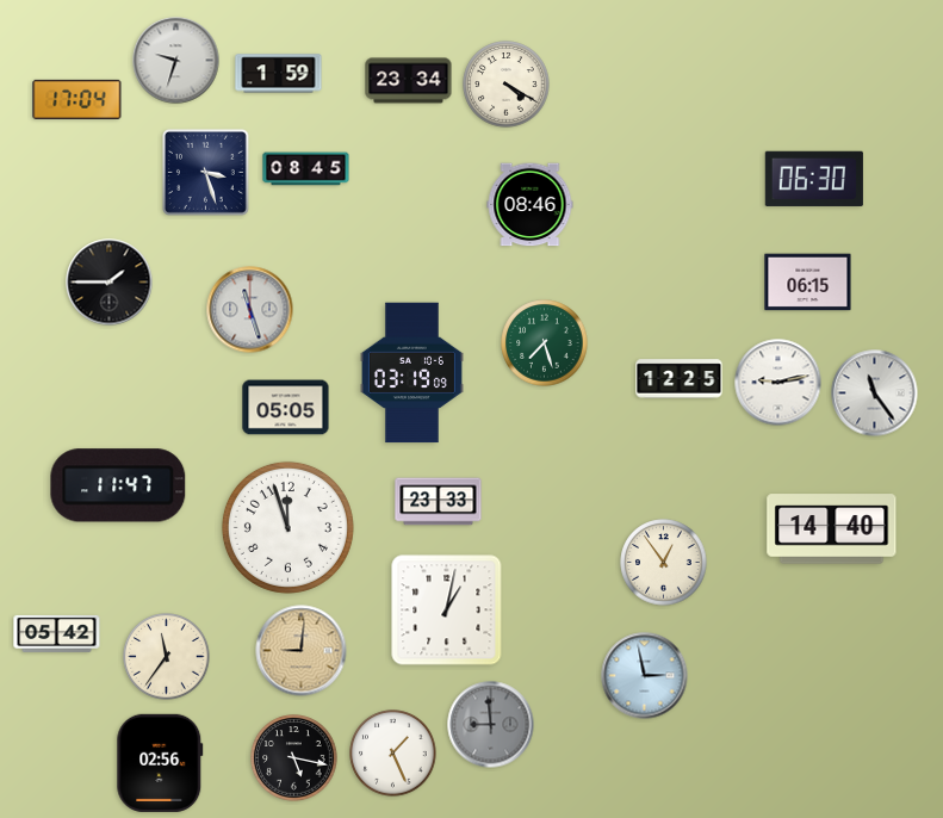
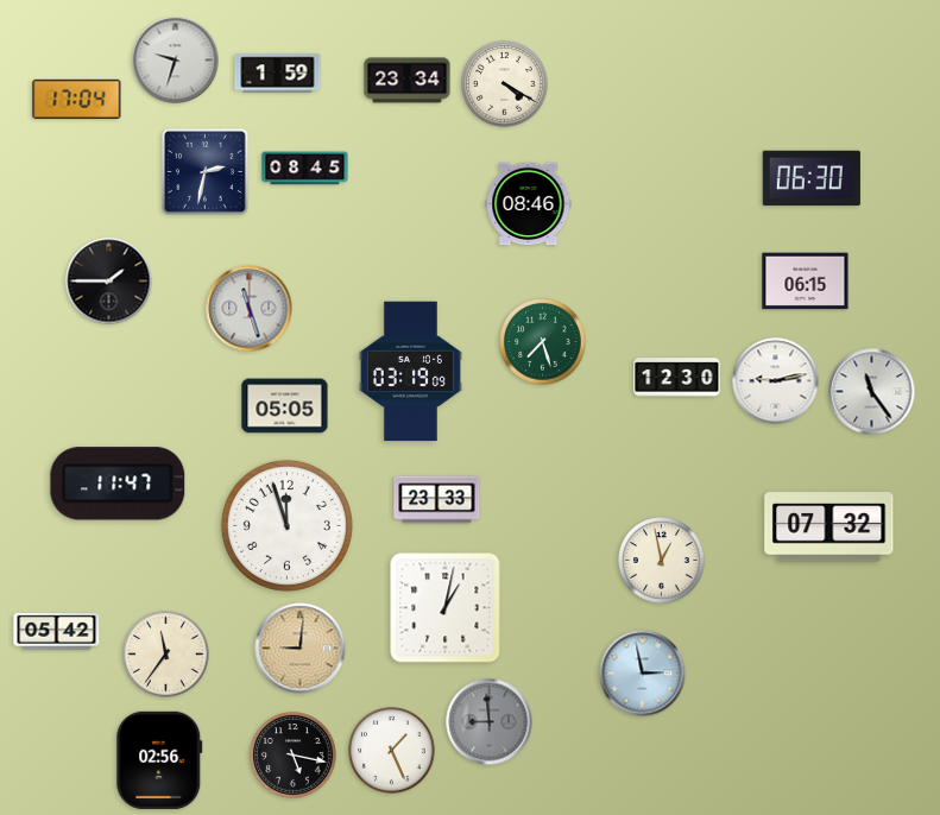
clock at (205, 172): 3:27 -> 2:32
clock at (680, 379): 12:25 -> 12:30
clock at (832, 529): 14:40 -> 07:32
clock at (664, 563): 12:54 -> 12:58
